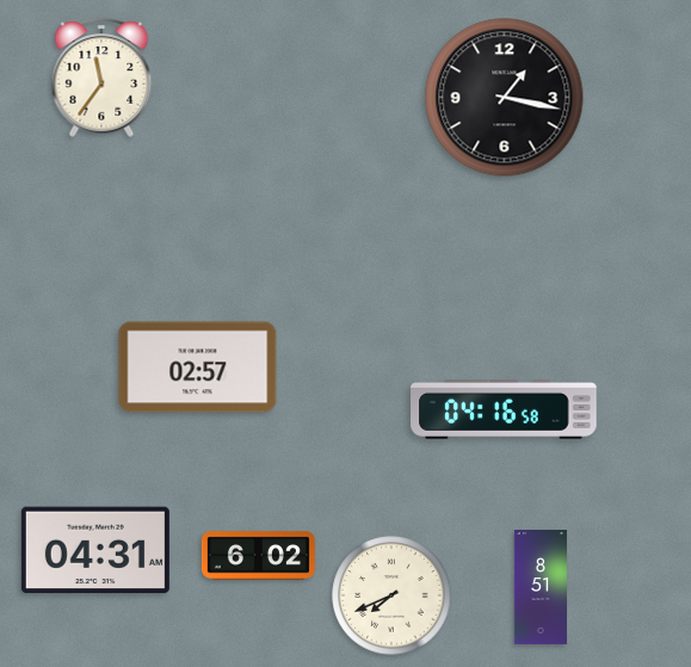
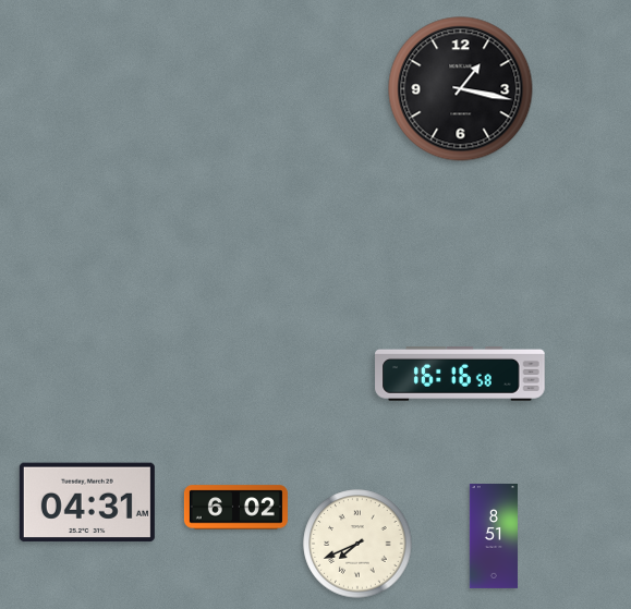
clock at (101, 78): 11:36 -> none
clock at (198, 368): 02:57 -> none
clock at (504, 410): 04:16 -> 16:16
